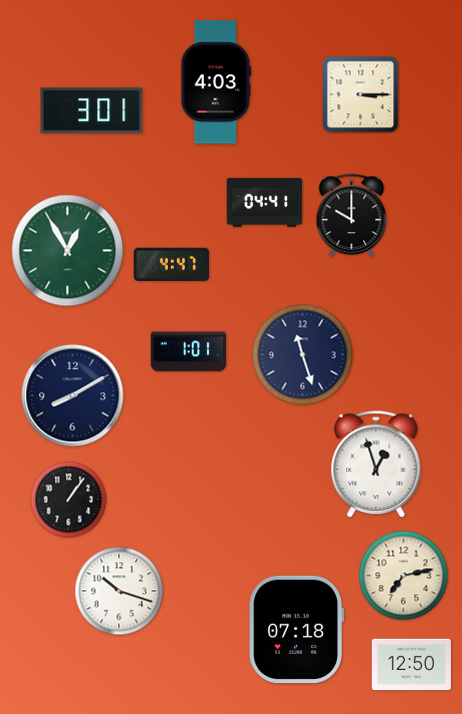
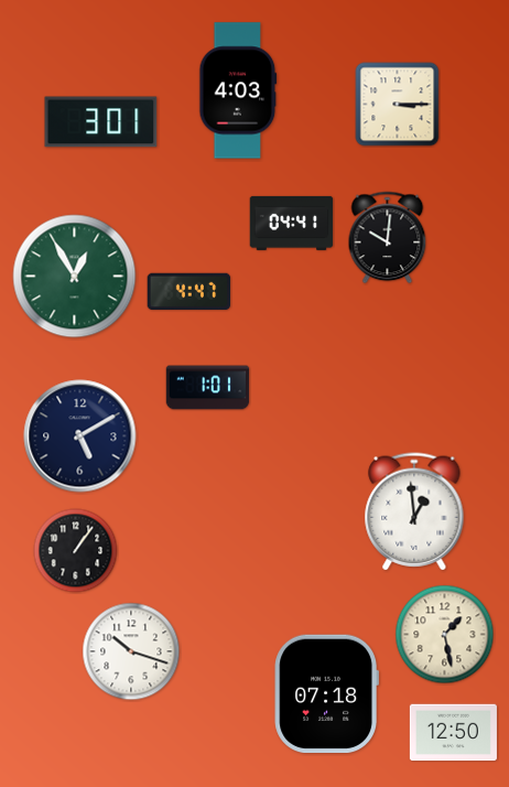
clock at (352, 216): 10:00 -> 10:01
clock at (303, 355): 11:27 -> none
clock at (73, 396): 8:10 -> 5:10
clock at (376, 464): 12:57 -> 12:59
clock at (404, 576): 7:13 -> 1:28
